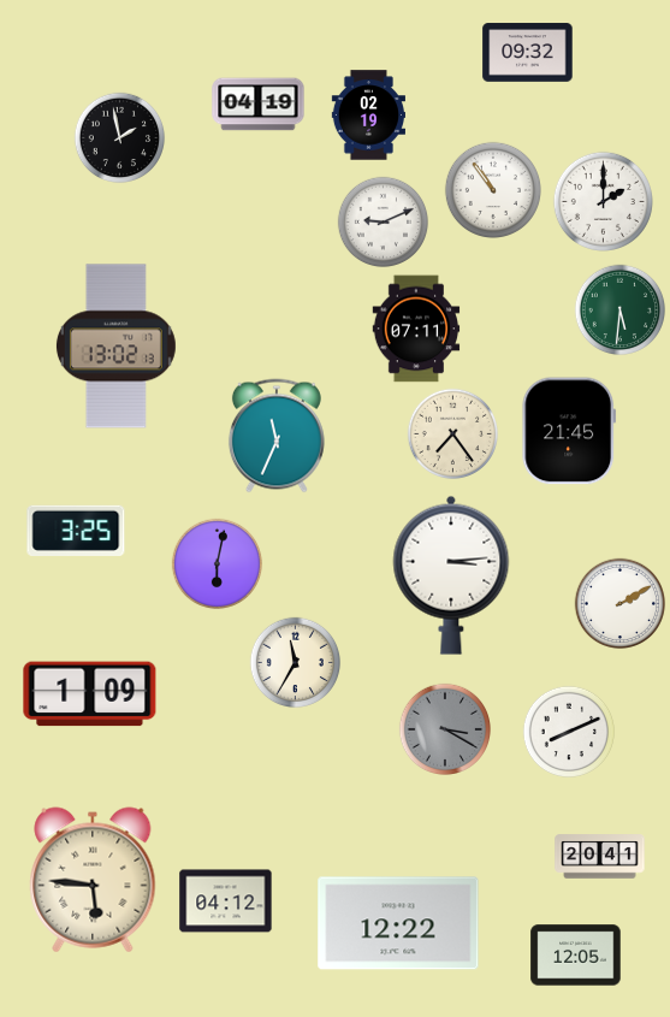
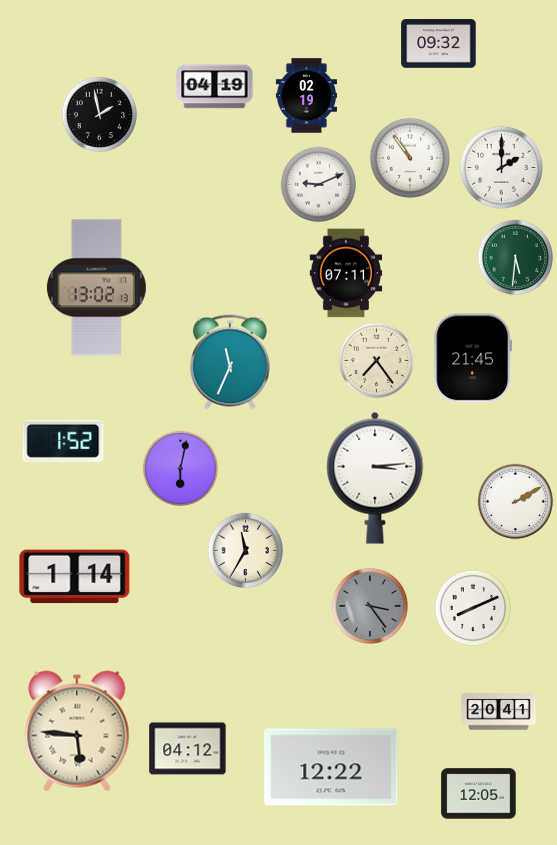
clock at (76, 531): 3:25 -> 1:52
clock at (90, 694): 1:09 -> 1:14
clock at (445, 729): 3:20 -> 3:24
